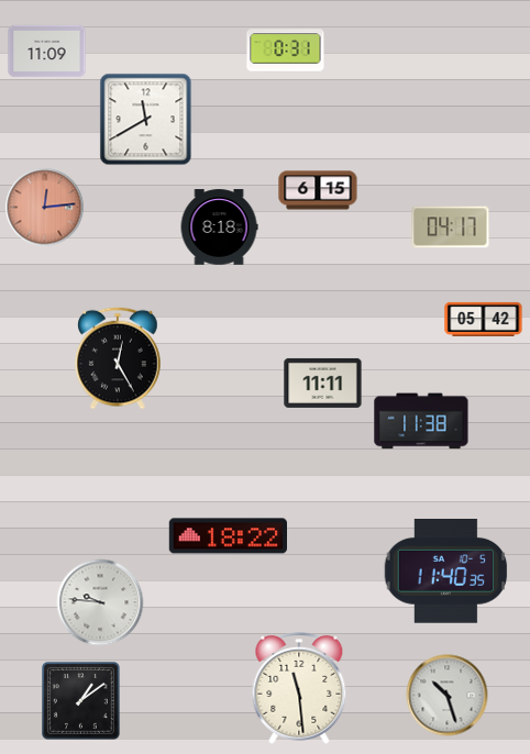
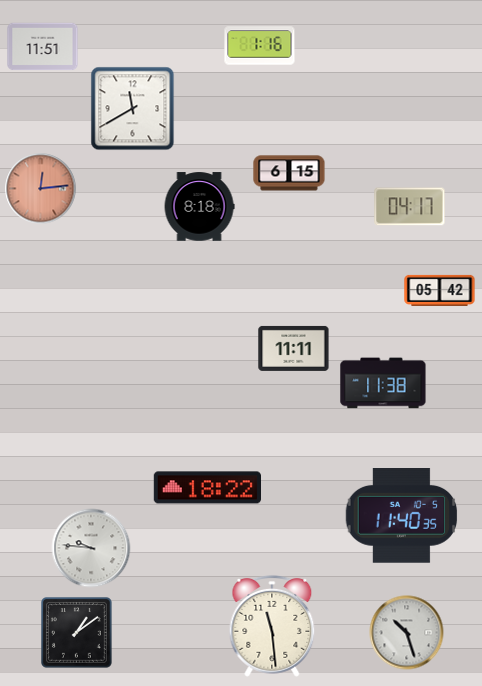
clock at (286, 51): 0:31 -> 1:16
clock at (47, 52): 11:09 -> 11:51
clock at (118, 358): 12:25 -> none
clock at (446, 572) position: (446, 572) -> (402, 516)
clock at (81, 701) position: (81, 701) -> (77, 633)
